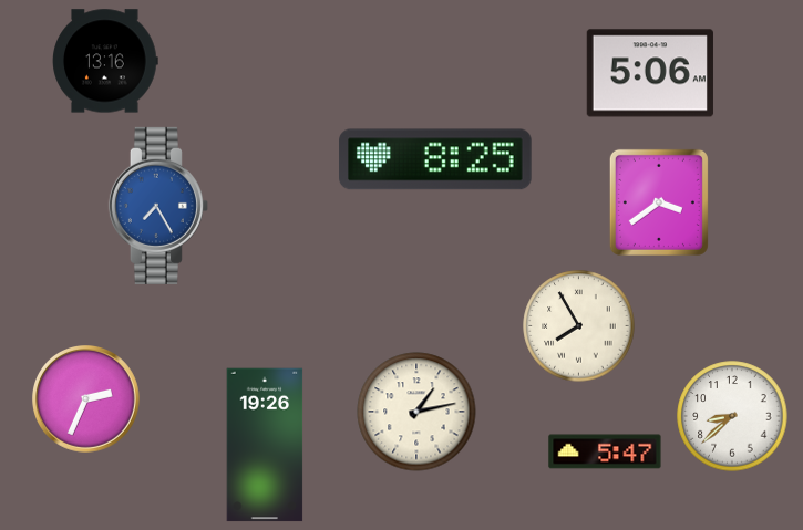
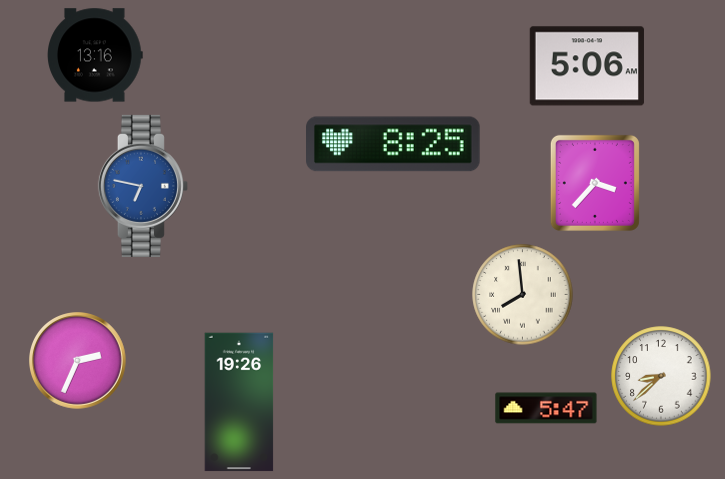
clock at (659, 202): 3:39 -> 3:37
clock at (158, 206): 7:25 -> 6:47
clock at (579, 326): 7:55 -> 7:59
clock at (416, 412): 1:13 -> none
